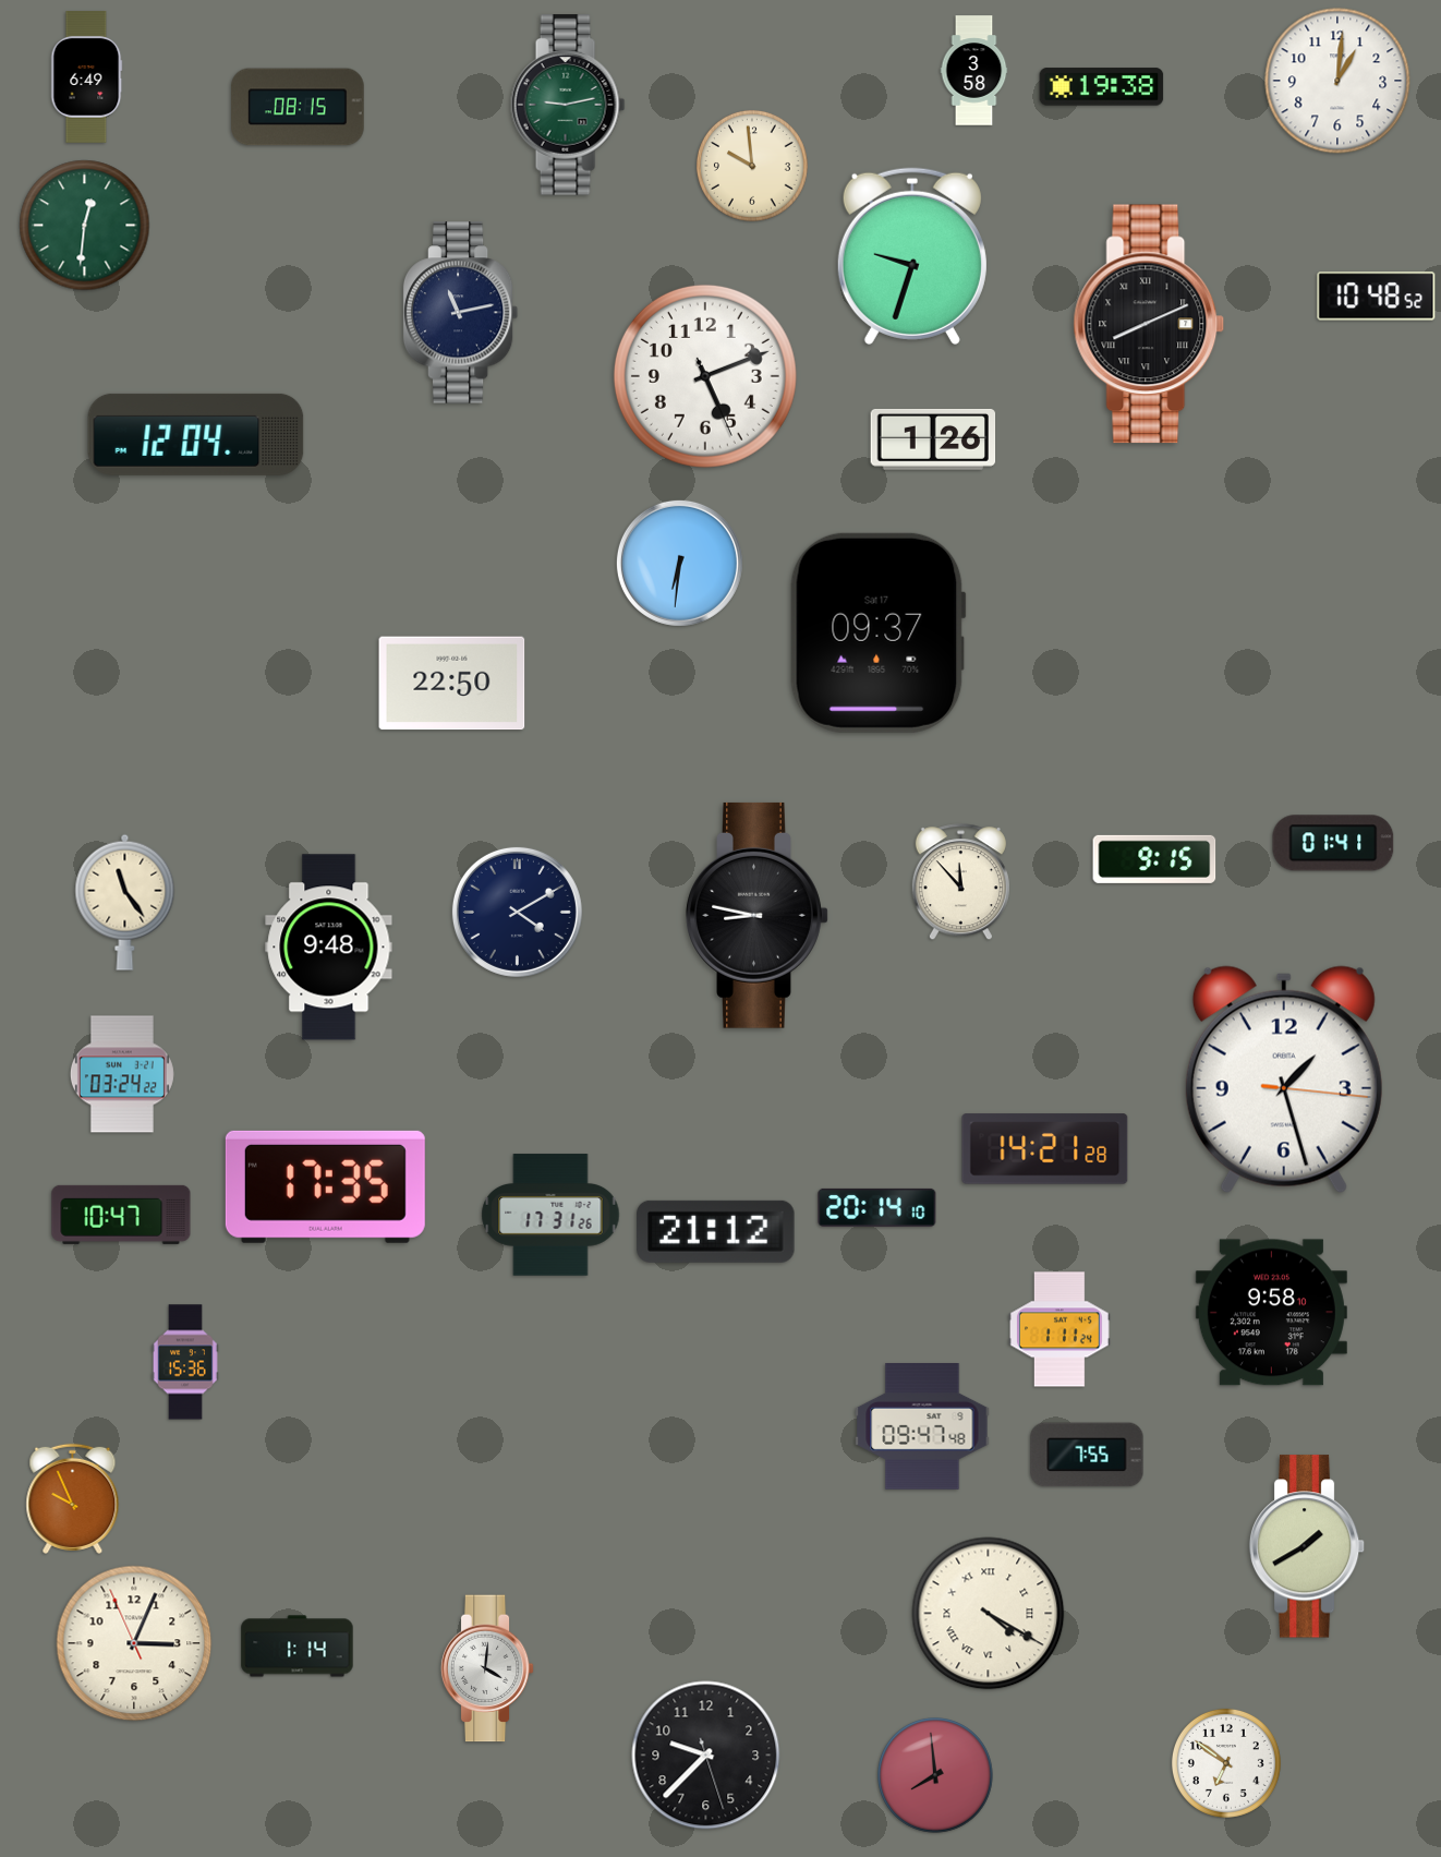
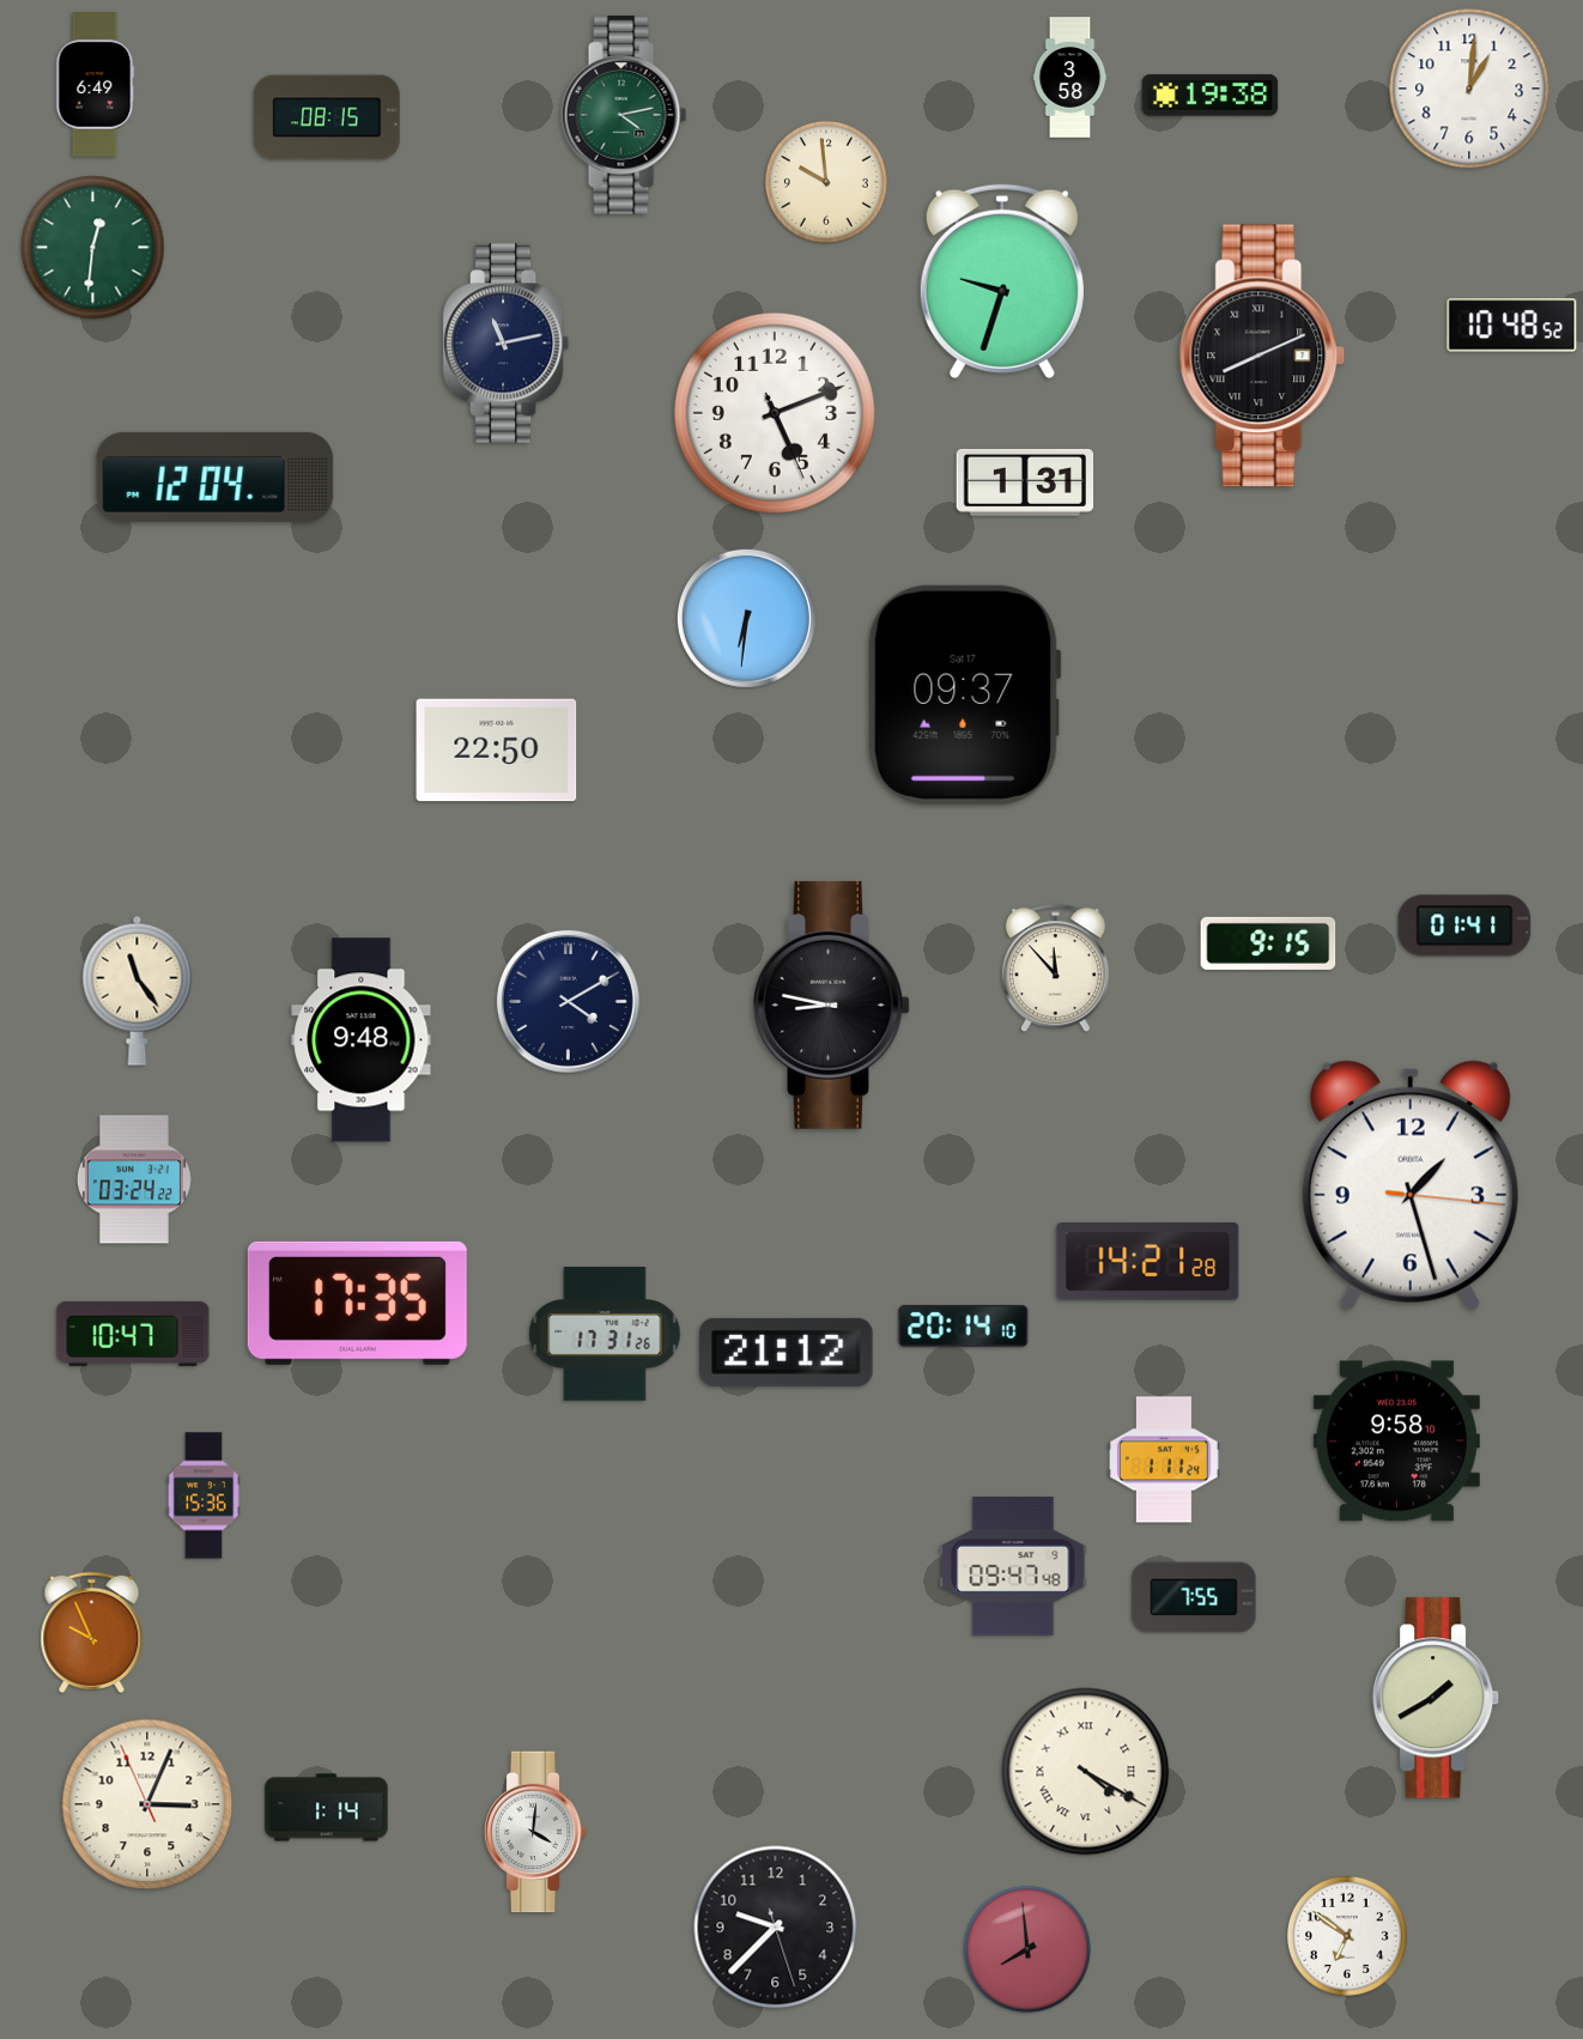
clock at (568, 105): 9:13 -> 4:13
clock at (933, 439): 1:26 -> 1:31
clock at (73, 1498) position: (73, 1498) -> (92, 1632)
